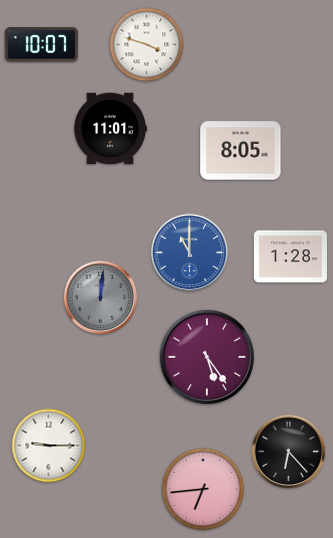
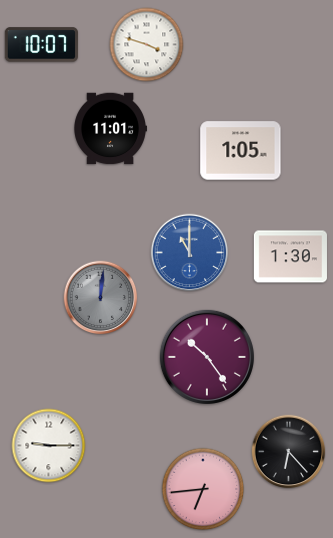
clock at (241, 151): 8:05 -> 1:05
clock at (290, 257): 1:28 -> 1:30
clock at (207, 357): 5:24 -> 10:24
